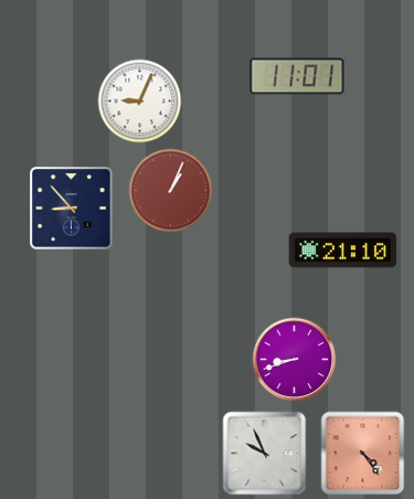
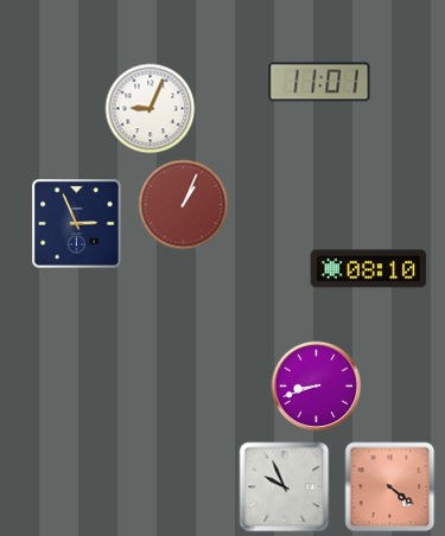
clock at (72, 209): 8:53 -> 2:56
clock at (343, 251): 21:10 -> 08:10
clock at (363, 454): 4:24 -> 4:21
